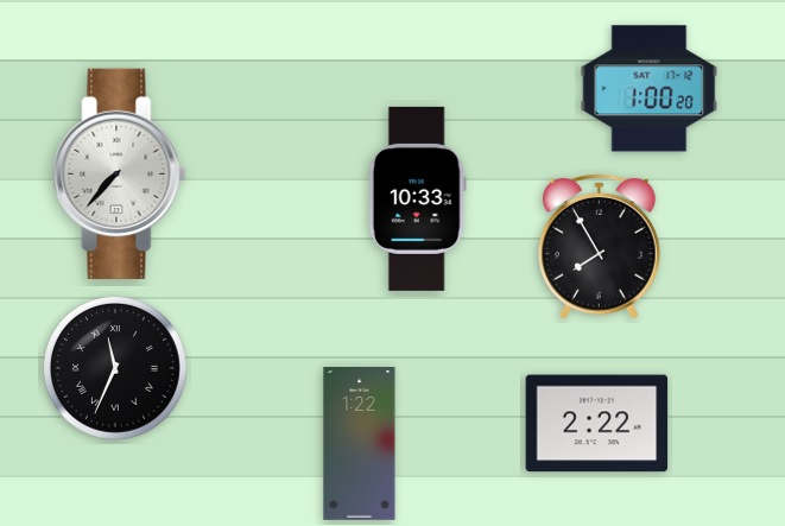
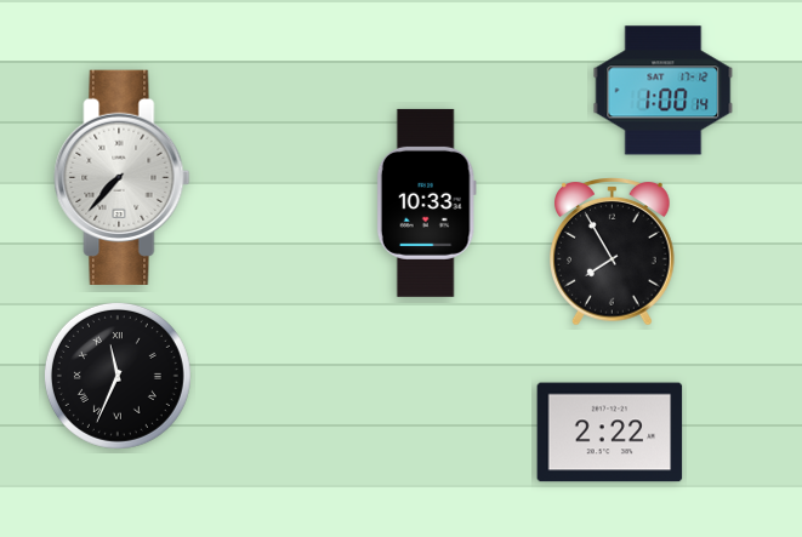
clock at (650, 89): 1:00:20 -> 1:00:14
clock at (360, 444): 1:22 -> none
